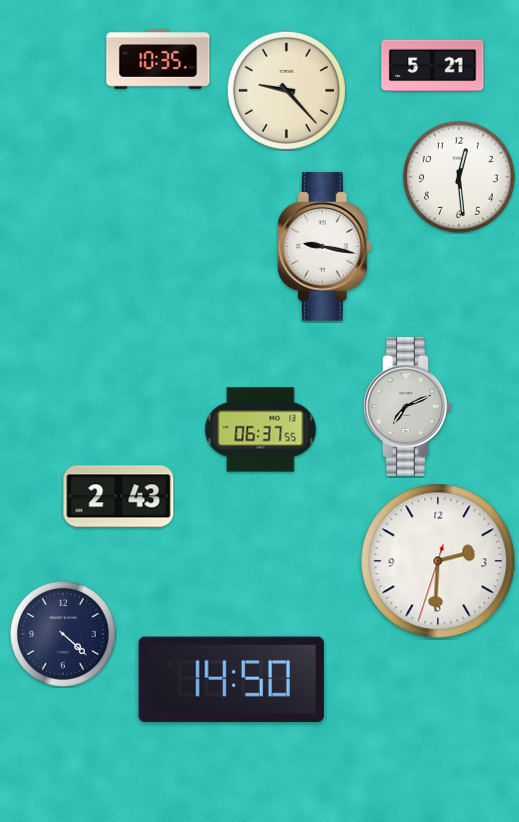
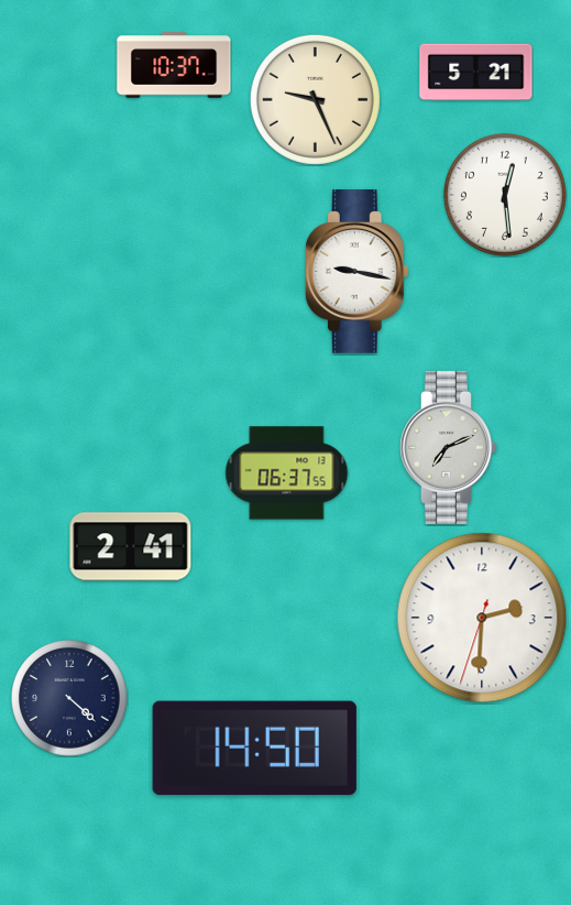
clock at (158, 59): 10:35 -> 10:37
clock at (286, 90): 9:23 -> 9:26
clock at (119, 497): 2:43 -> 2:41
